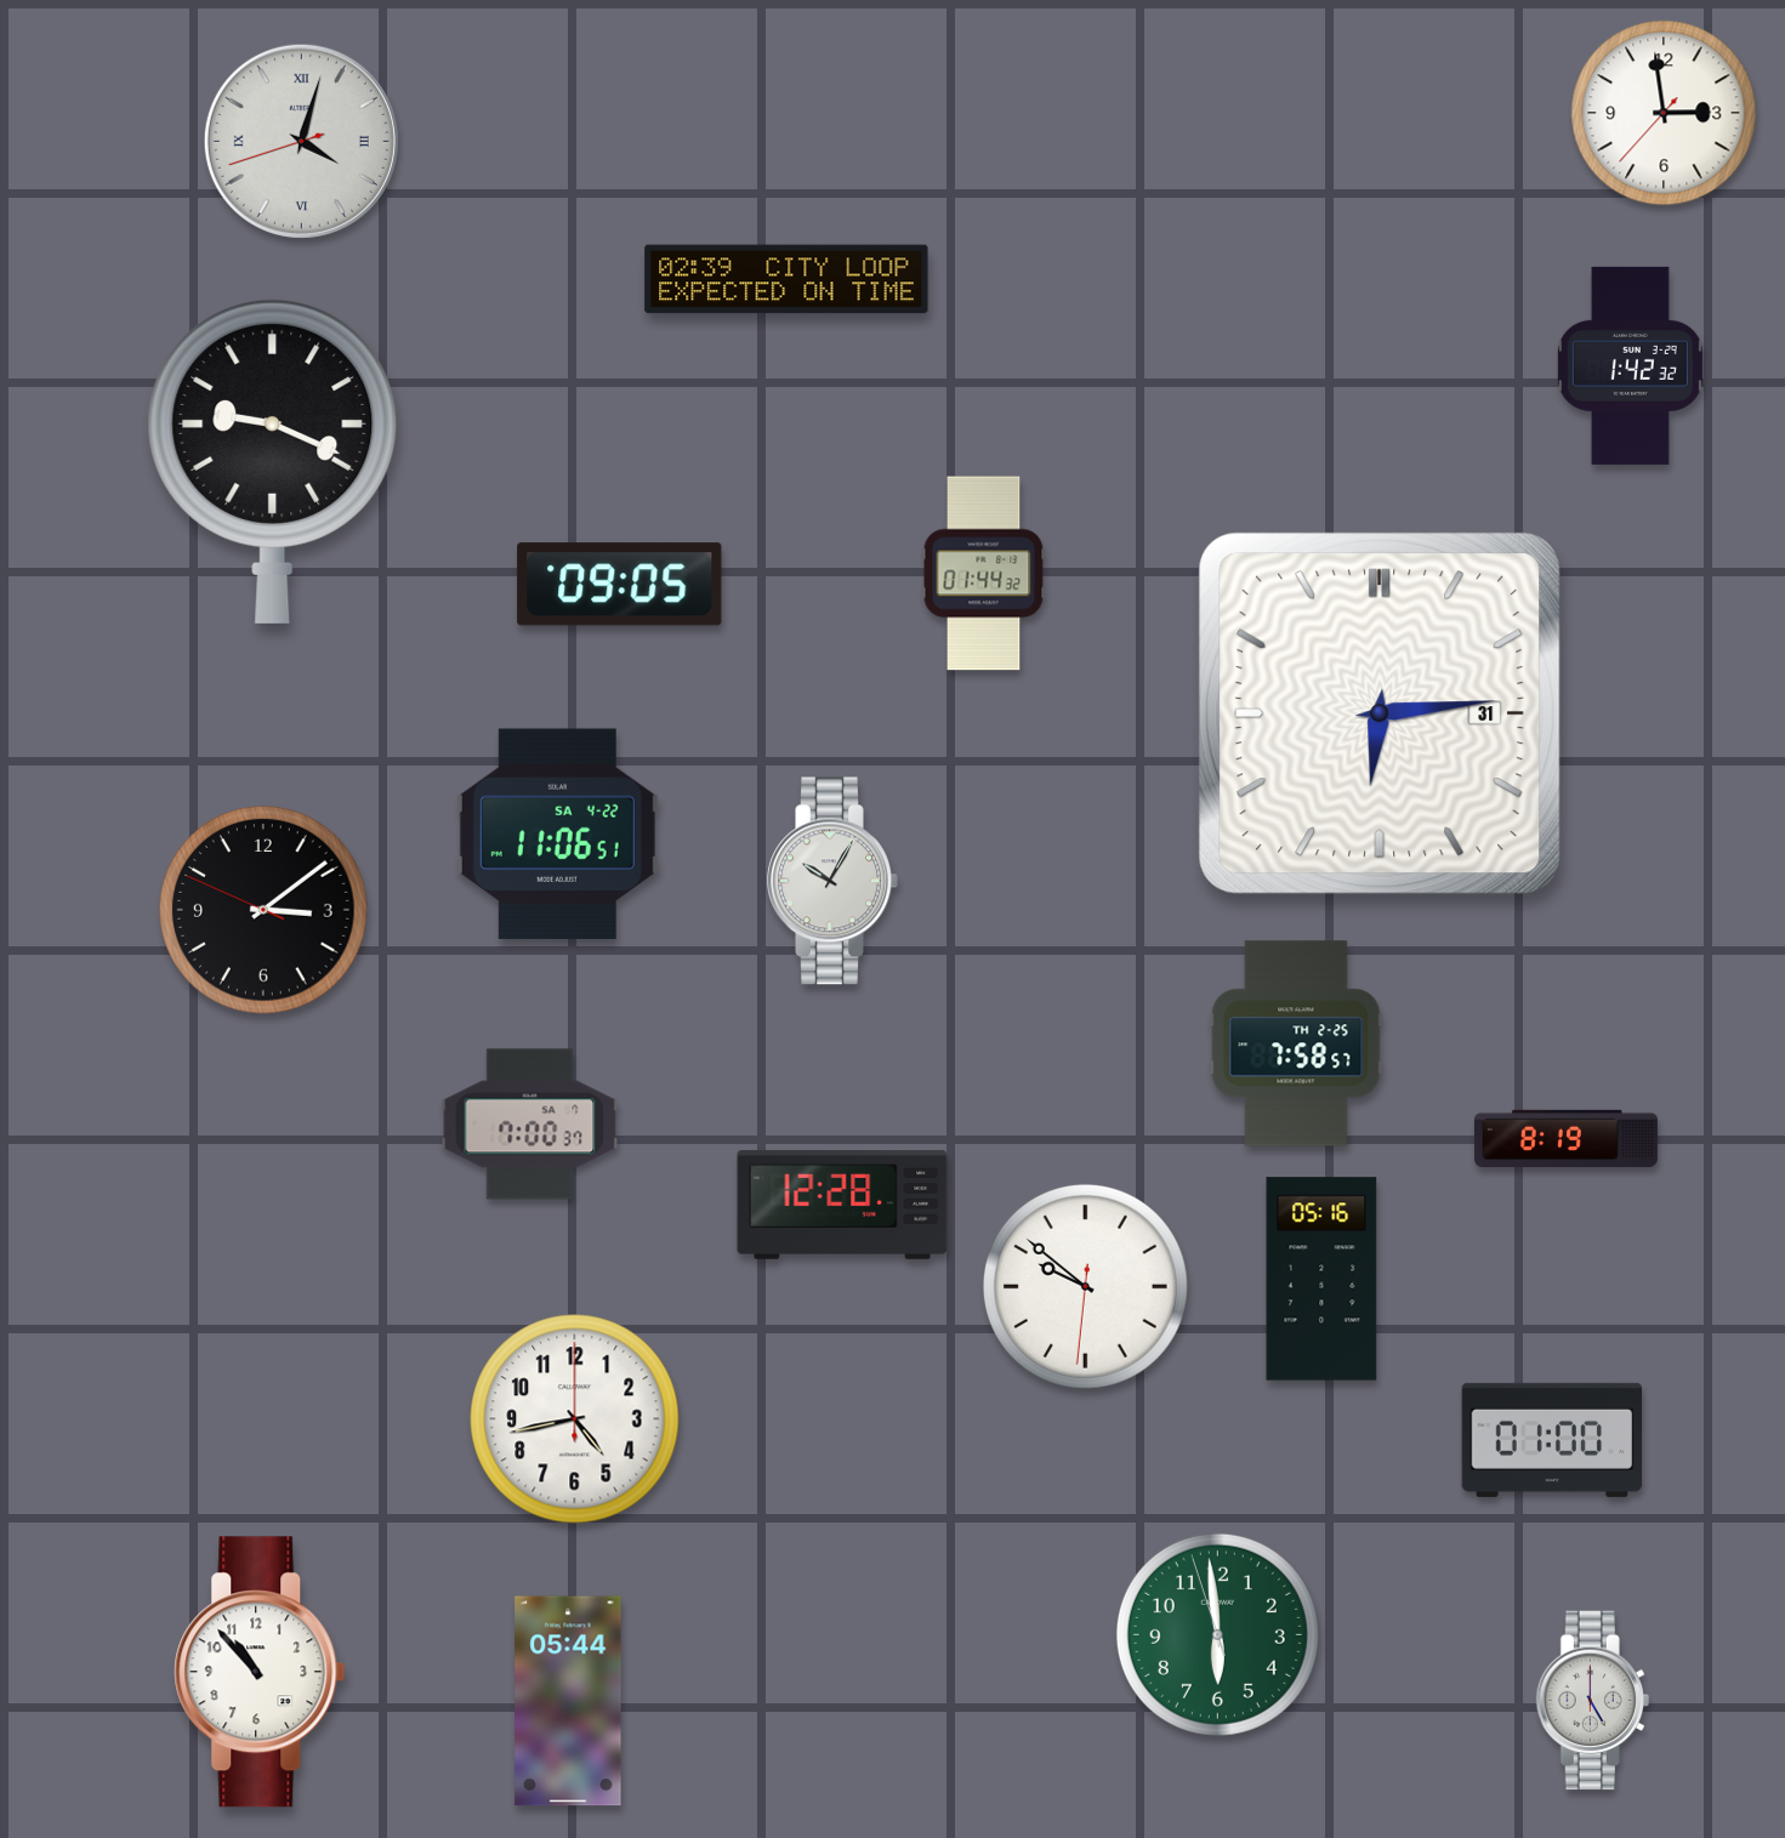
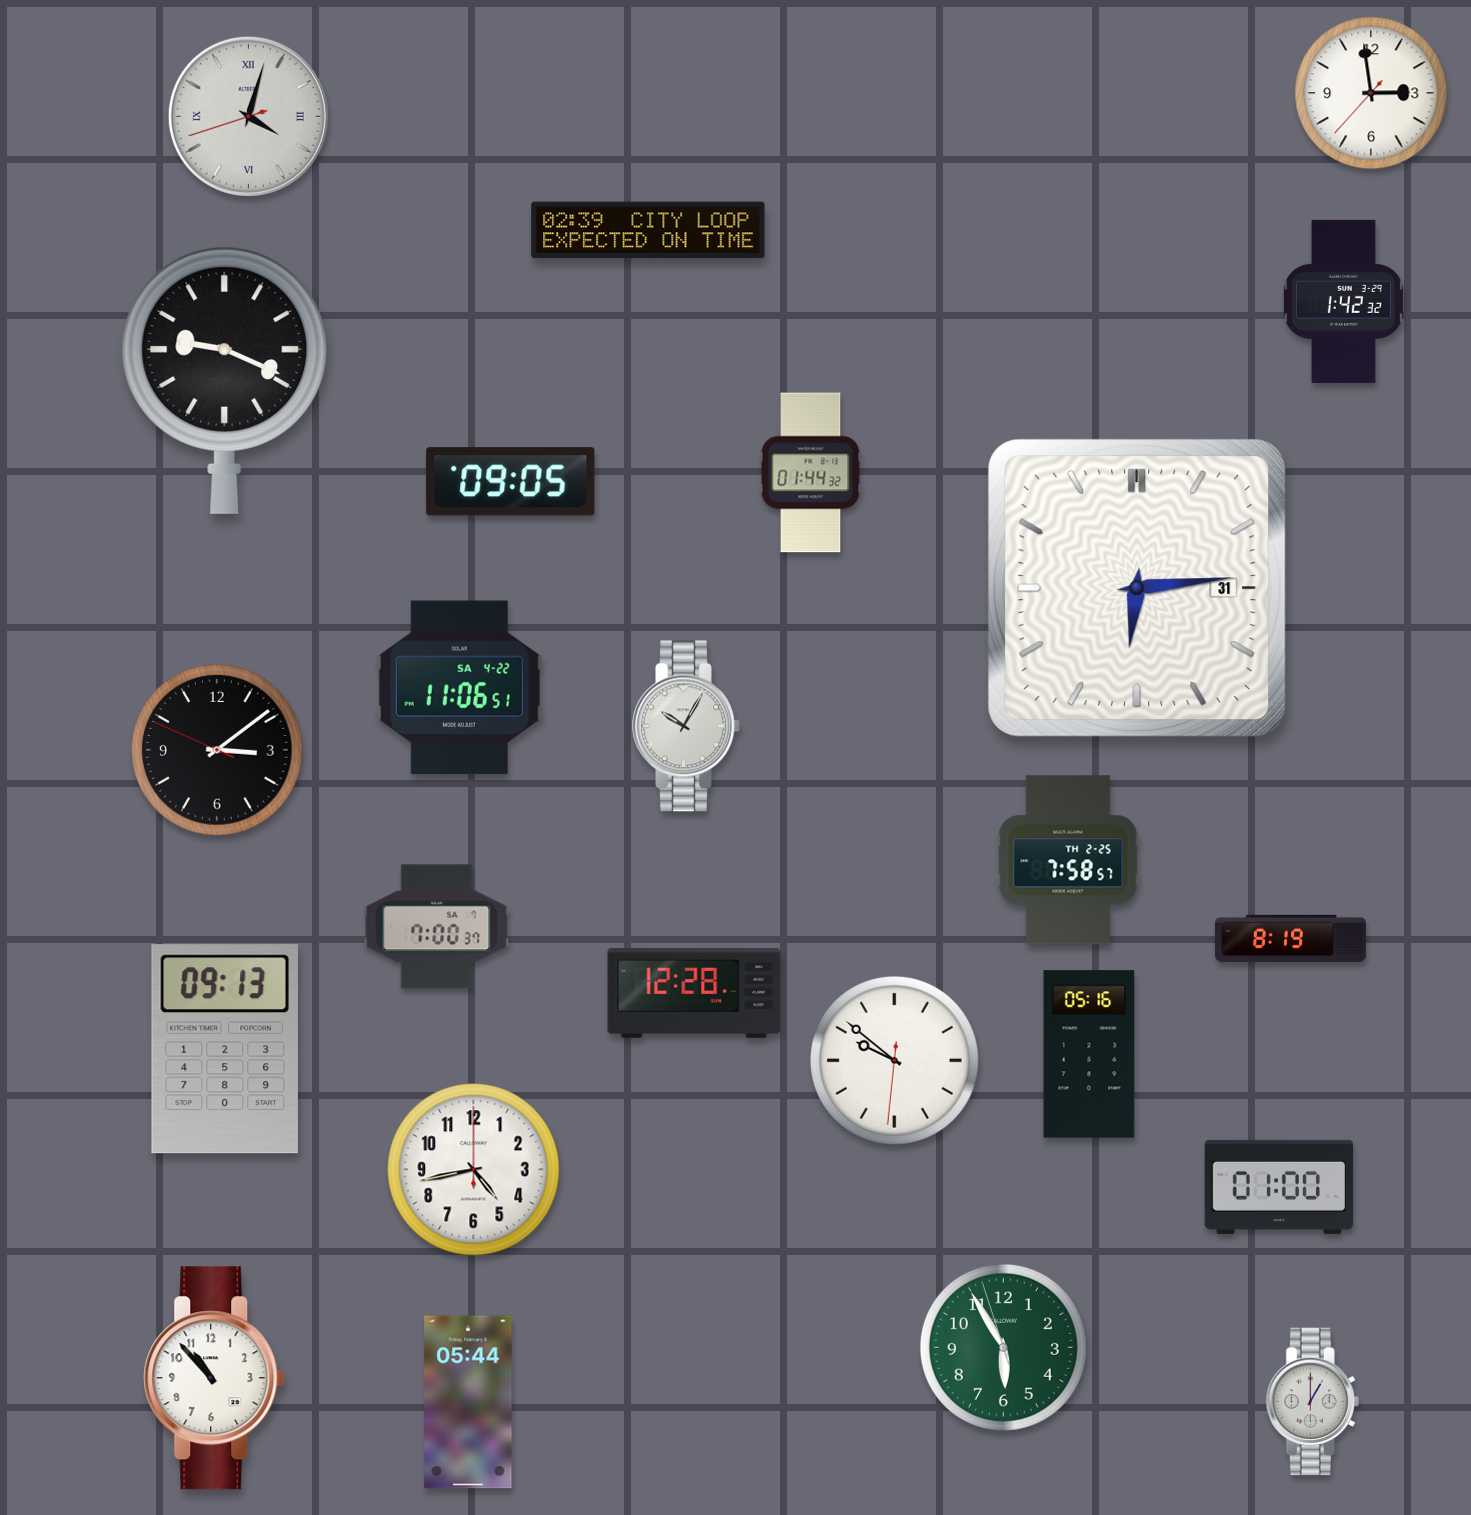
clock at (225, 1049): none -> 09:13
clock at (1217, 1634): 5:58 -> 5:54
clock at (1592, 1701): 5:00 -> 1:00
